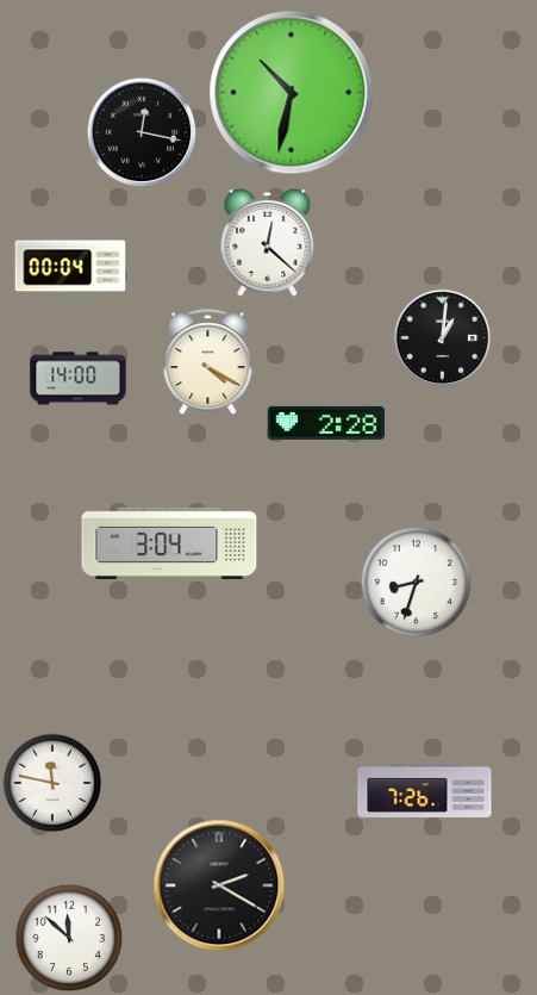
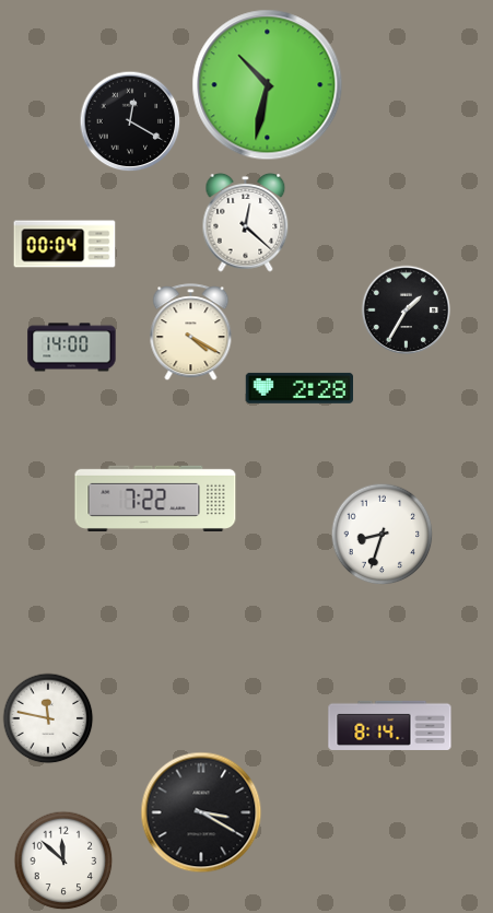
clock at (142, 132): 12:17 -> 12:20
clock at (443, 338): 1:01 -> 1:35
clock at (169, 542): 3:04 -> 7:22
clock at (425, 790): 7:26 -> 8:14
clock at (219, 885): 2:20 -> 3:20
